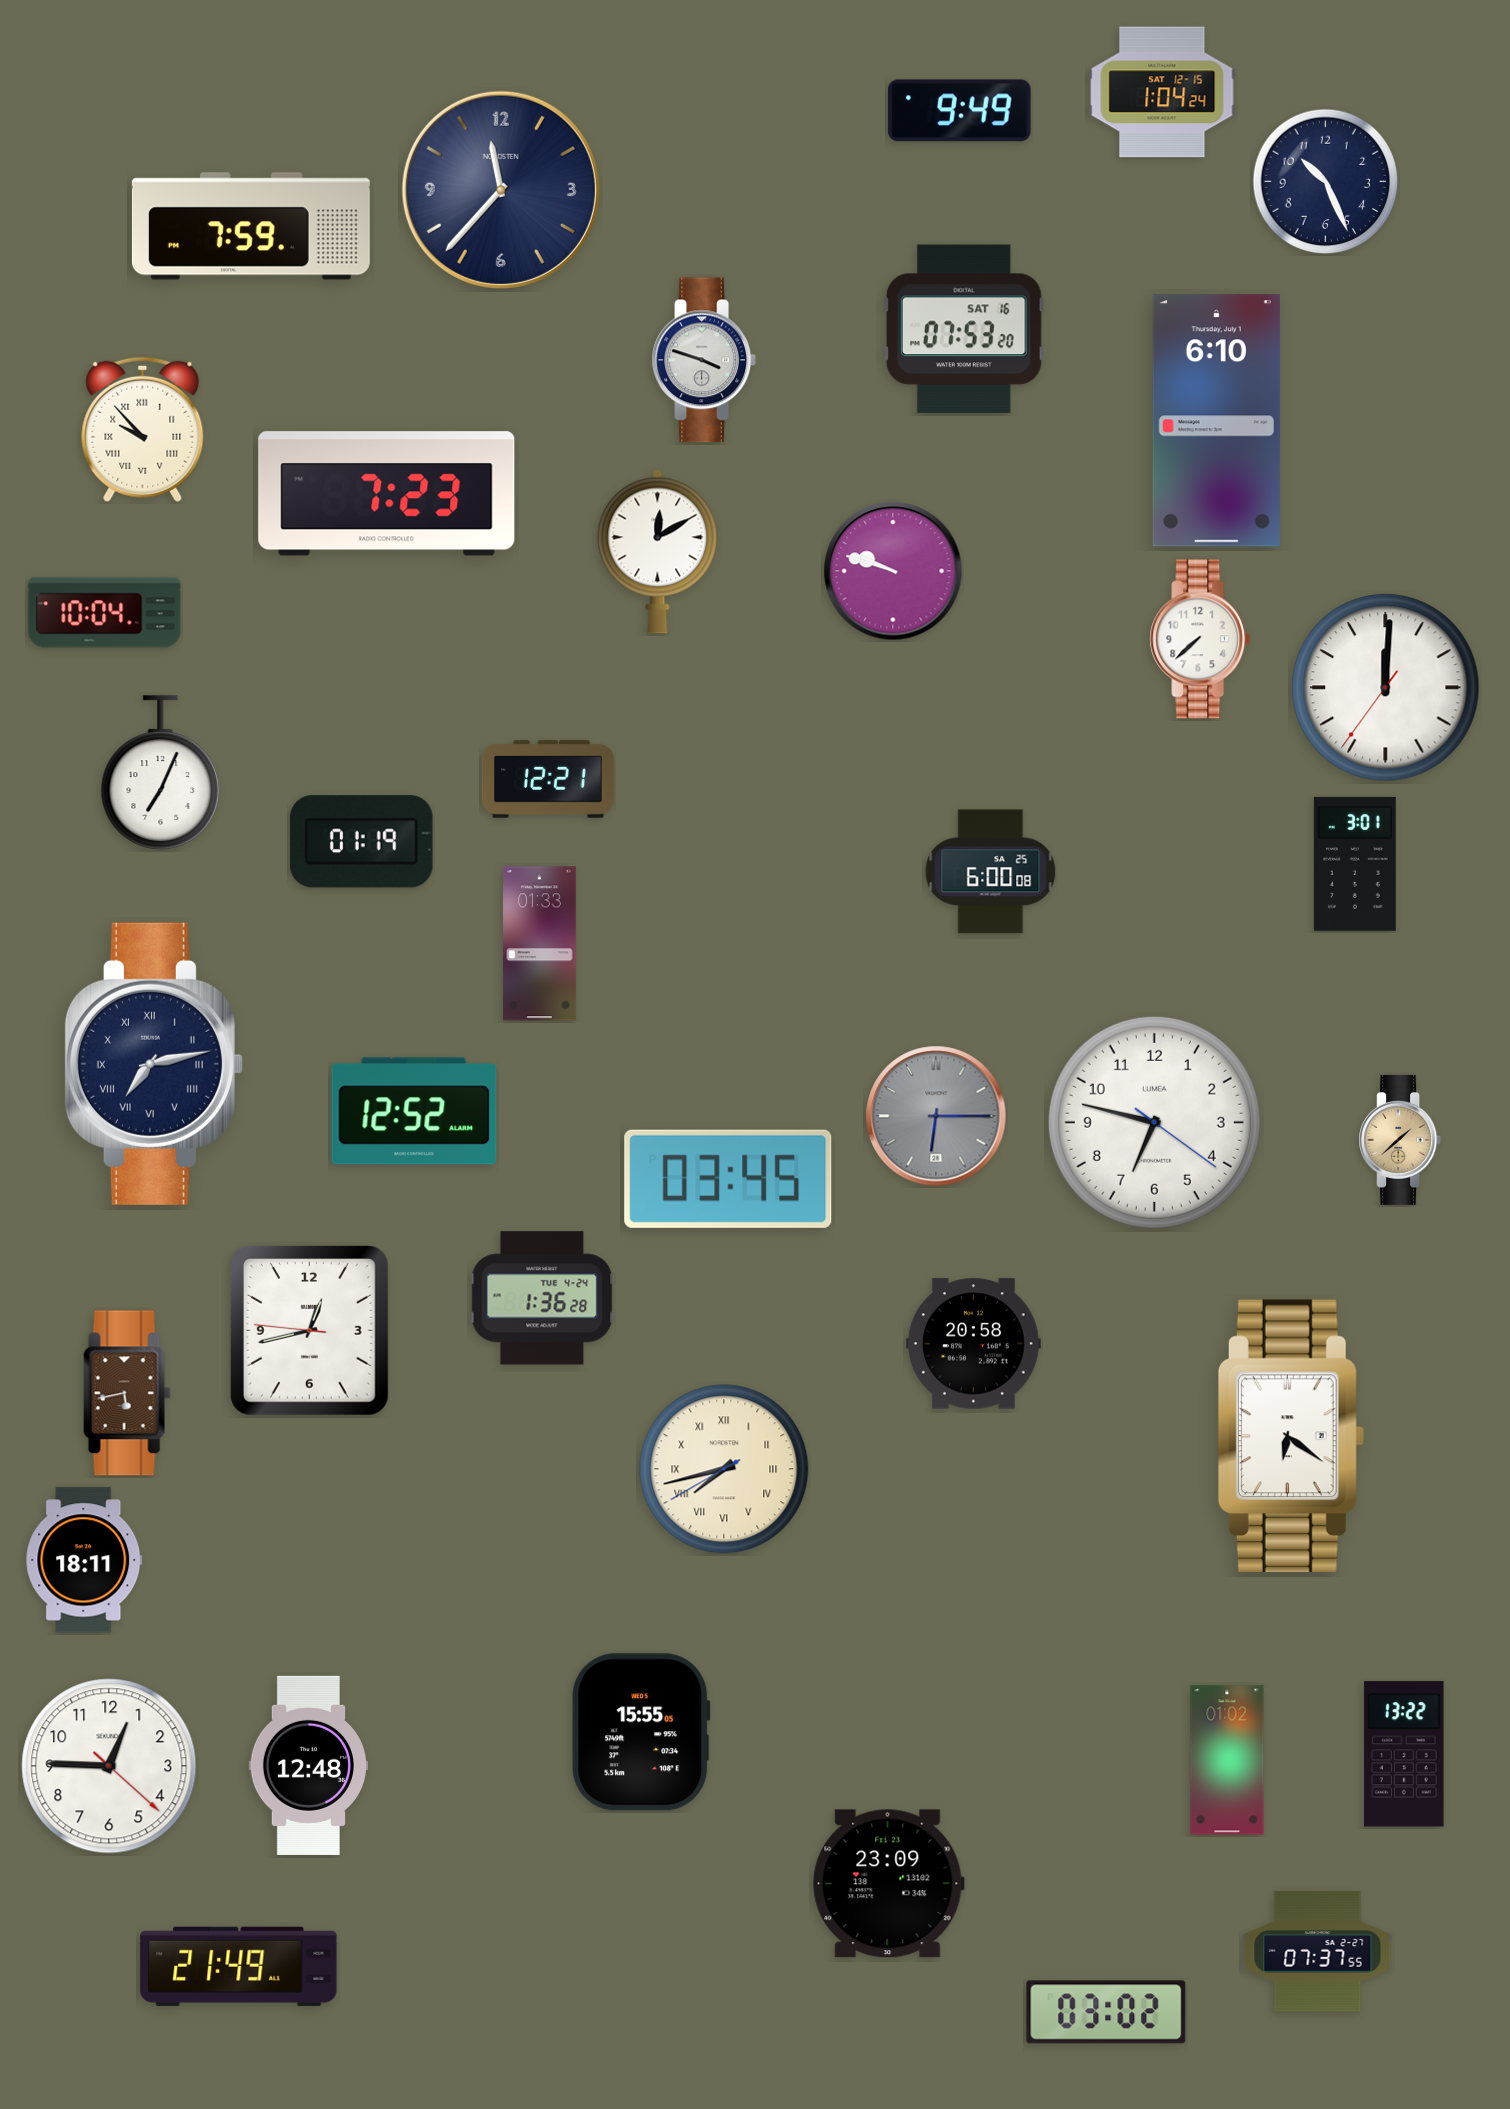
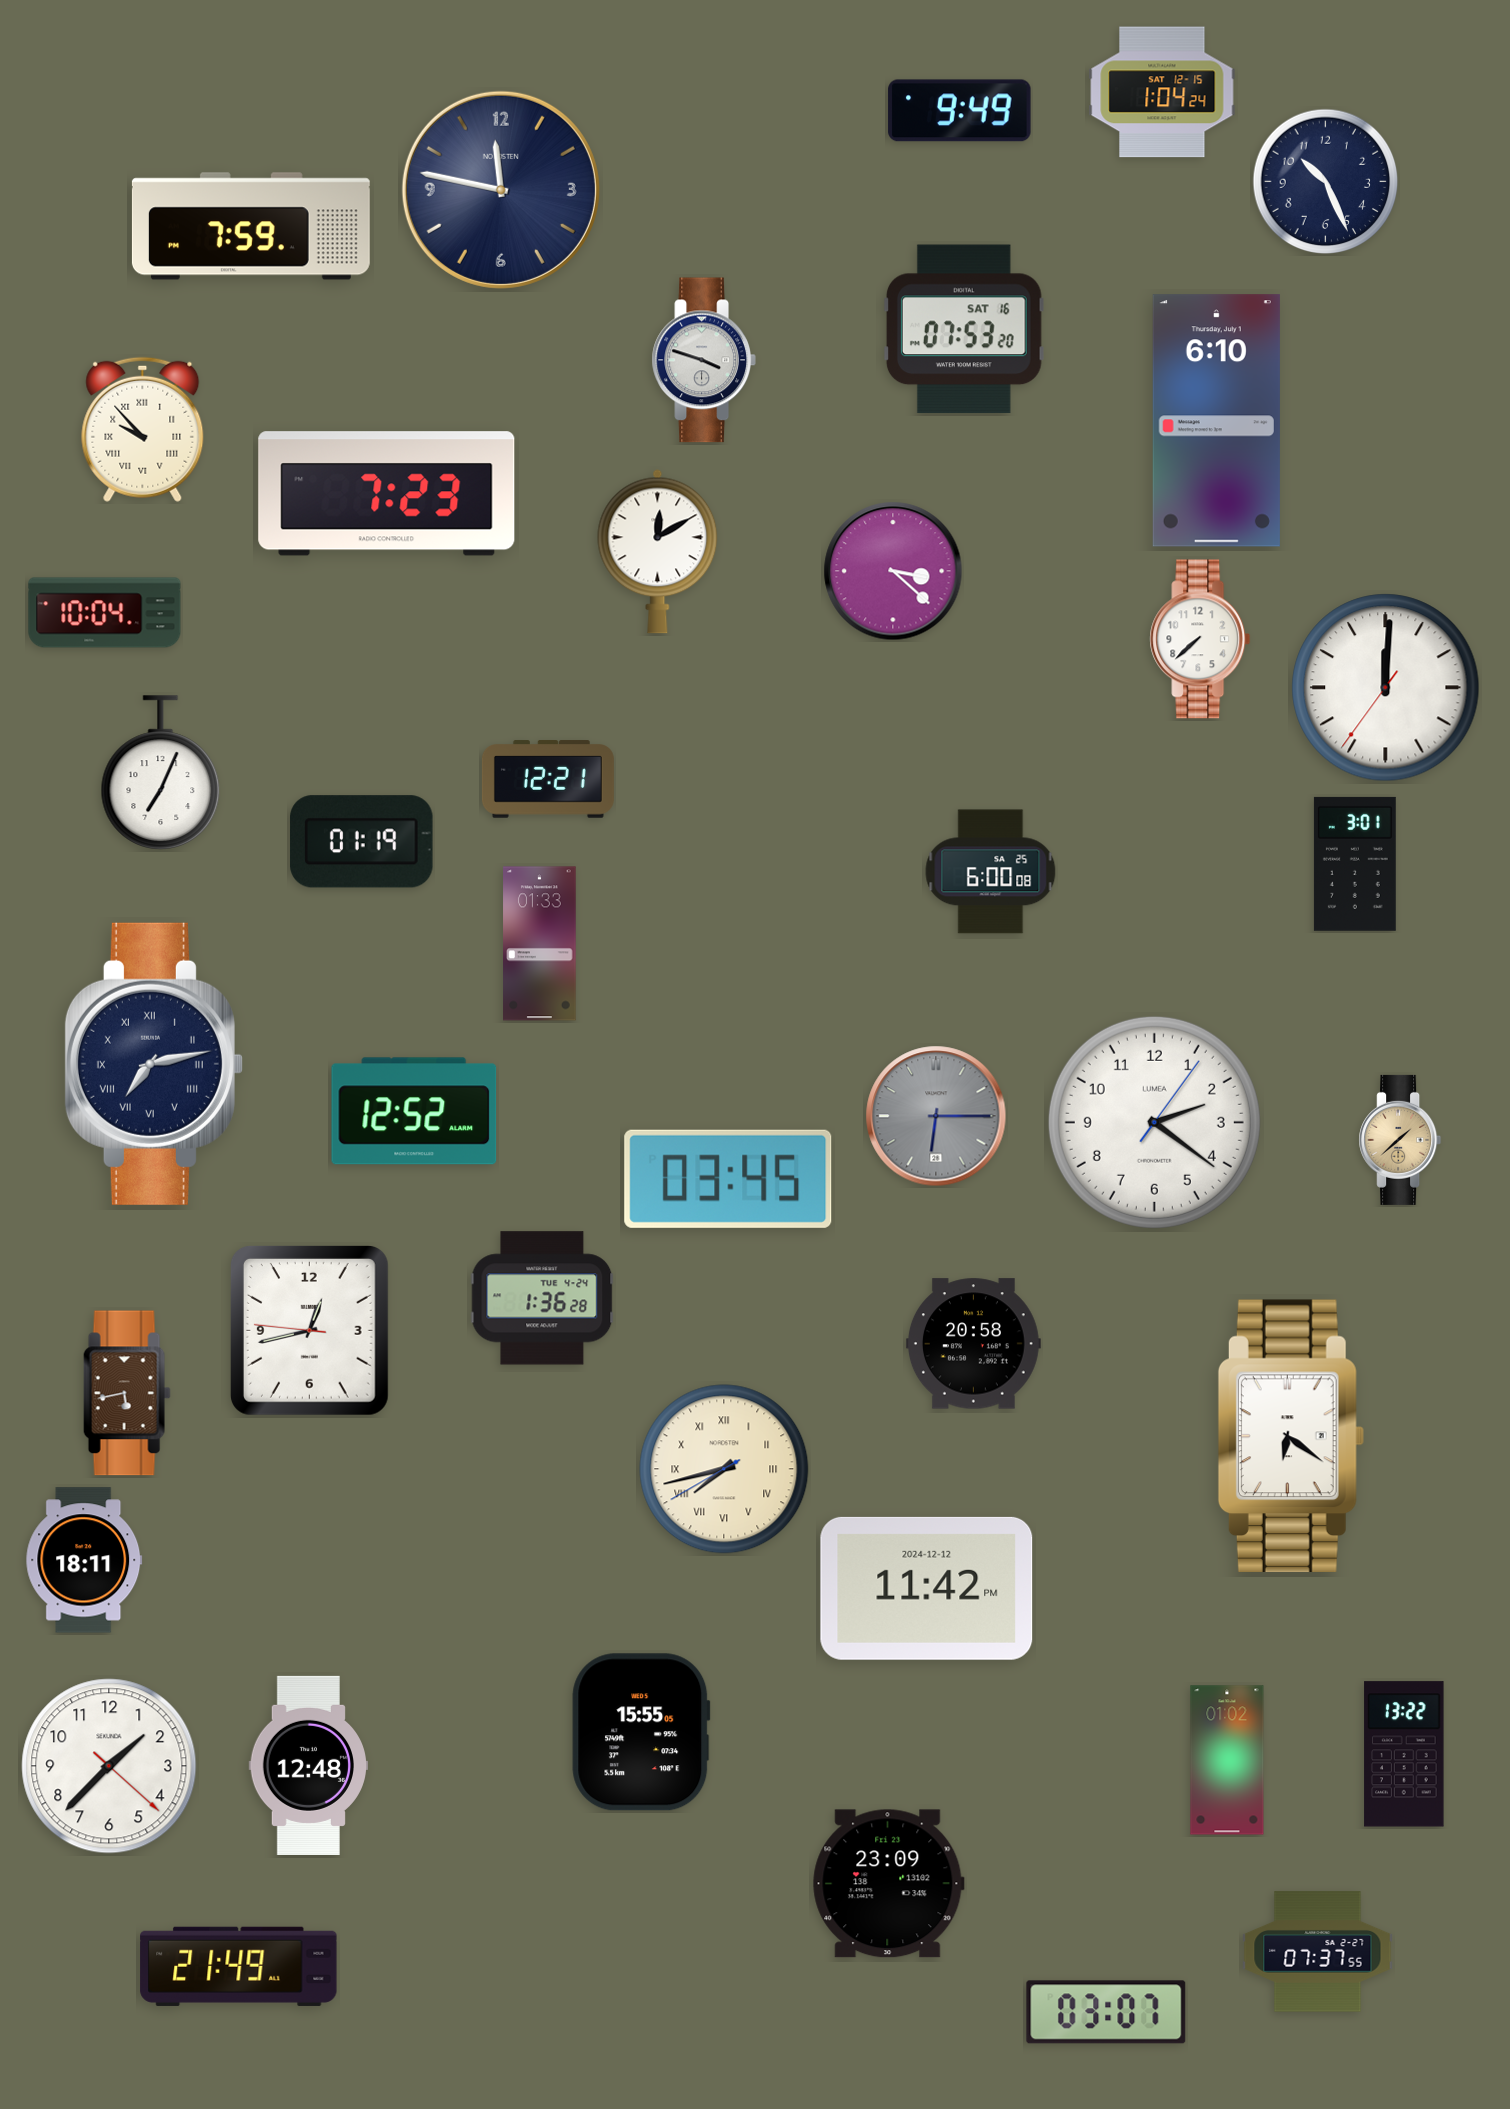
clock at (501, 190): 11:37 -> 11:47
clock at (893, 571): 9:48 -> 3:22
clock at (1154, 1122): 6:47 -> 2:21
clock at (927, 1588): none -> 11:42
clock at (109, 1766): 12:45 -> 1:37
clock at (1106, 2012): 03:02 -> 03:07
